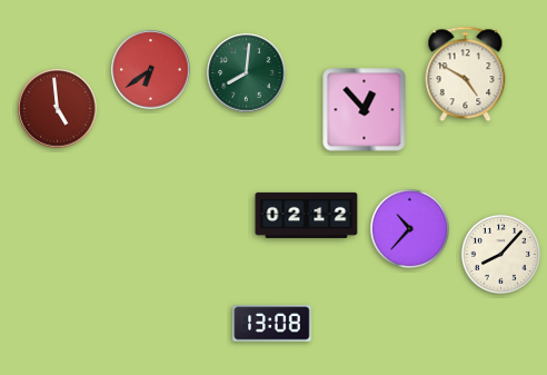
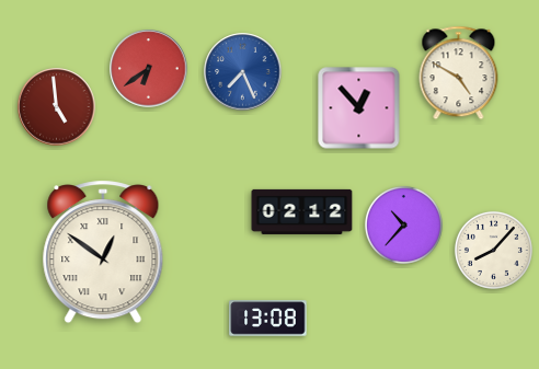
clock at (247, 73): 8:01 -> 7:26
clock at (247, 73) dial: green -> blue
clock at (103, 252): none -> 12:51
